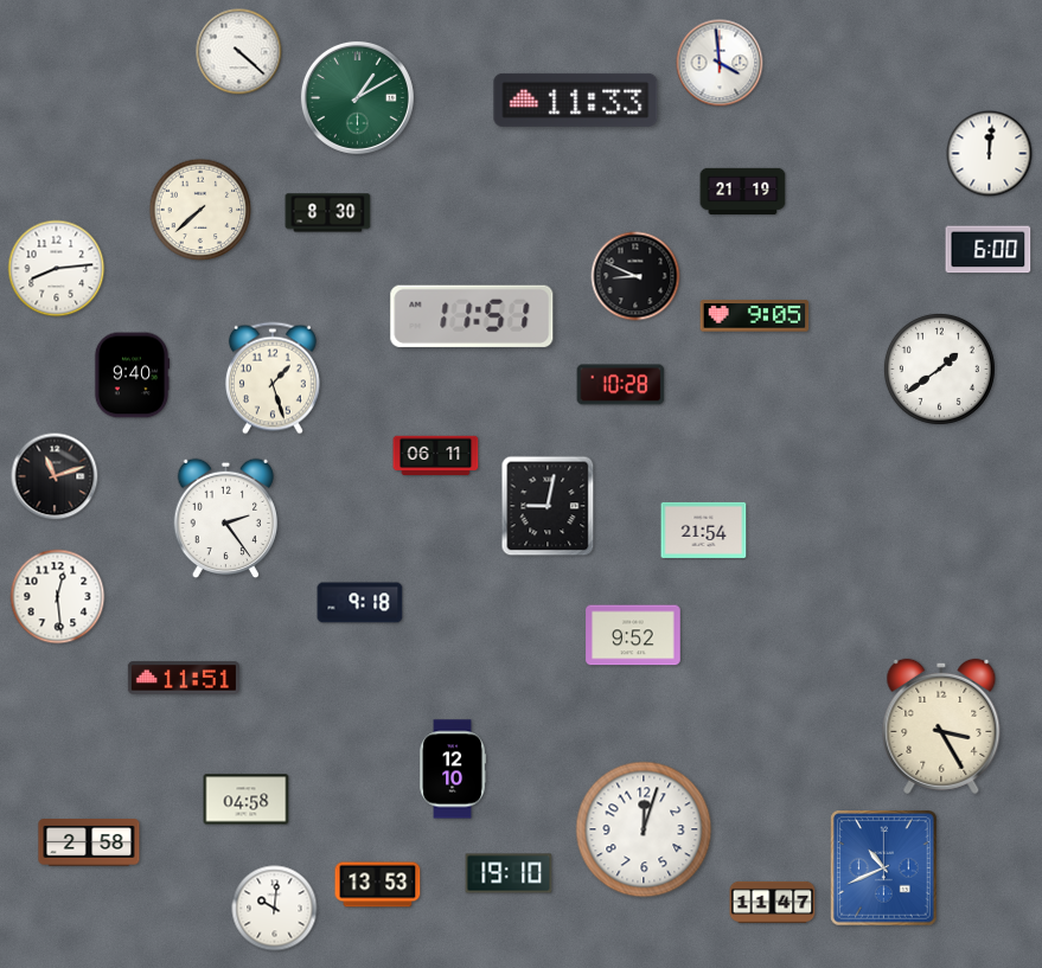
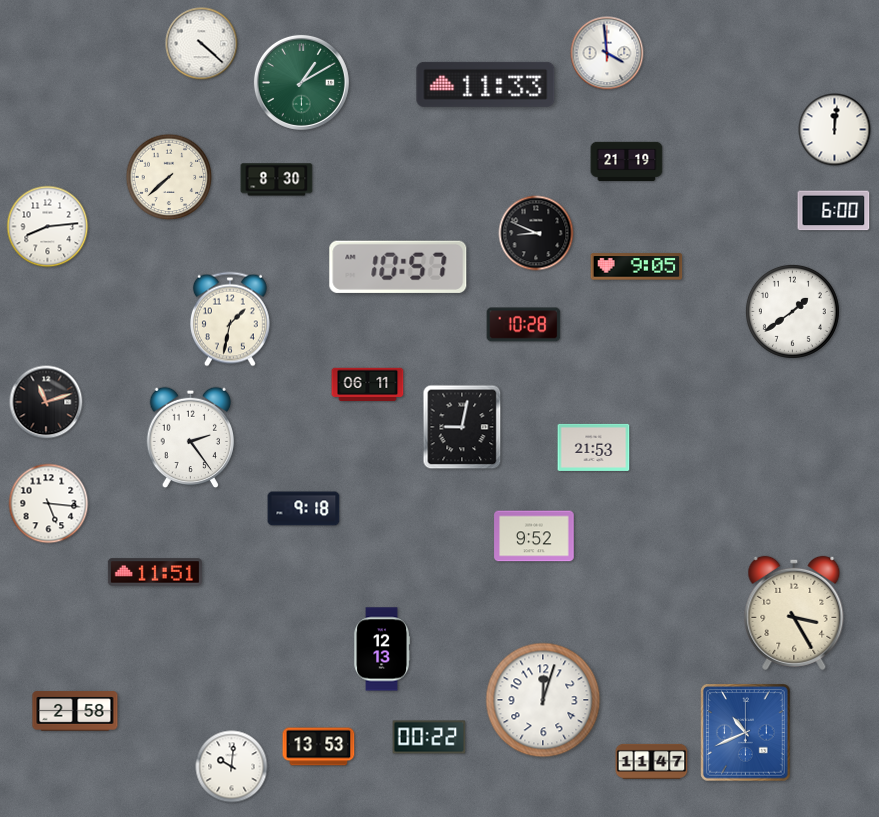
clock at (472, 316): 11:51 -> 10:57
clock at (132, 376): 9:40 -> none
clock at (273, 378): 1:27 -> 1:32
clock at (704, 530): 21:54 -> 21:53
clock at (58, 597): 12:29 -> 5:16
clock at (453, 769): 12:10 -> 12:13
clock at (247, 800): 04:58 -> none
clock at (509, 873): 19:10 -> 00:22
